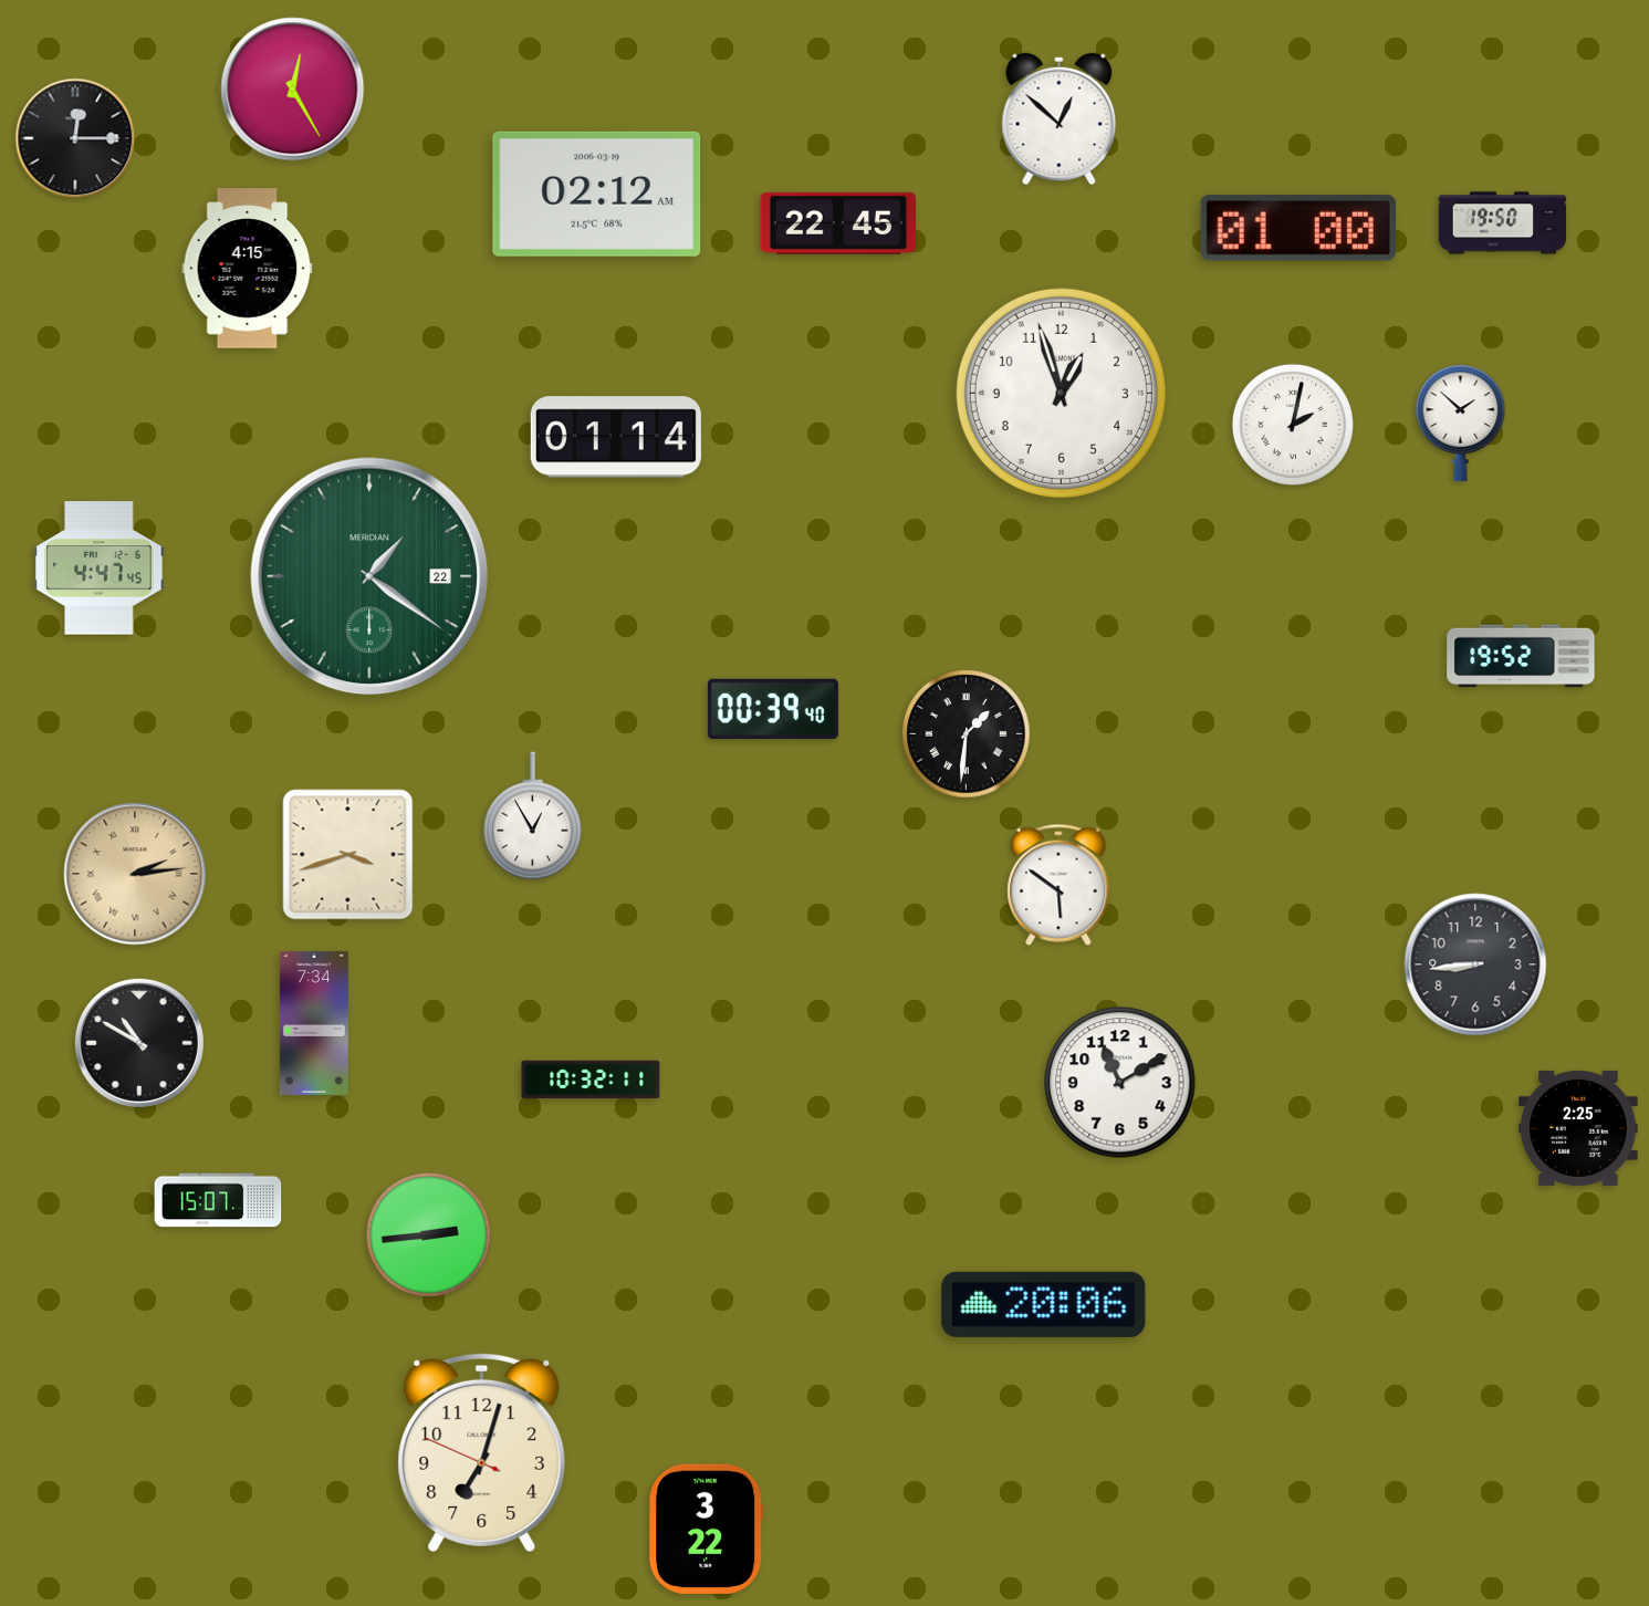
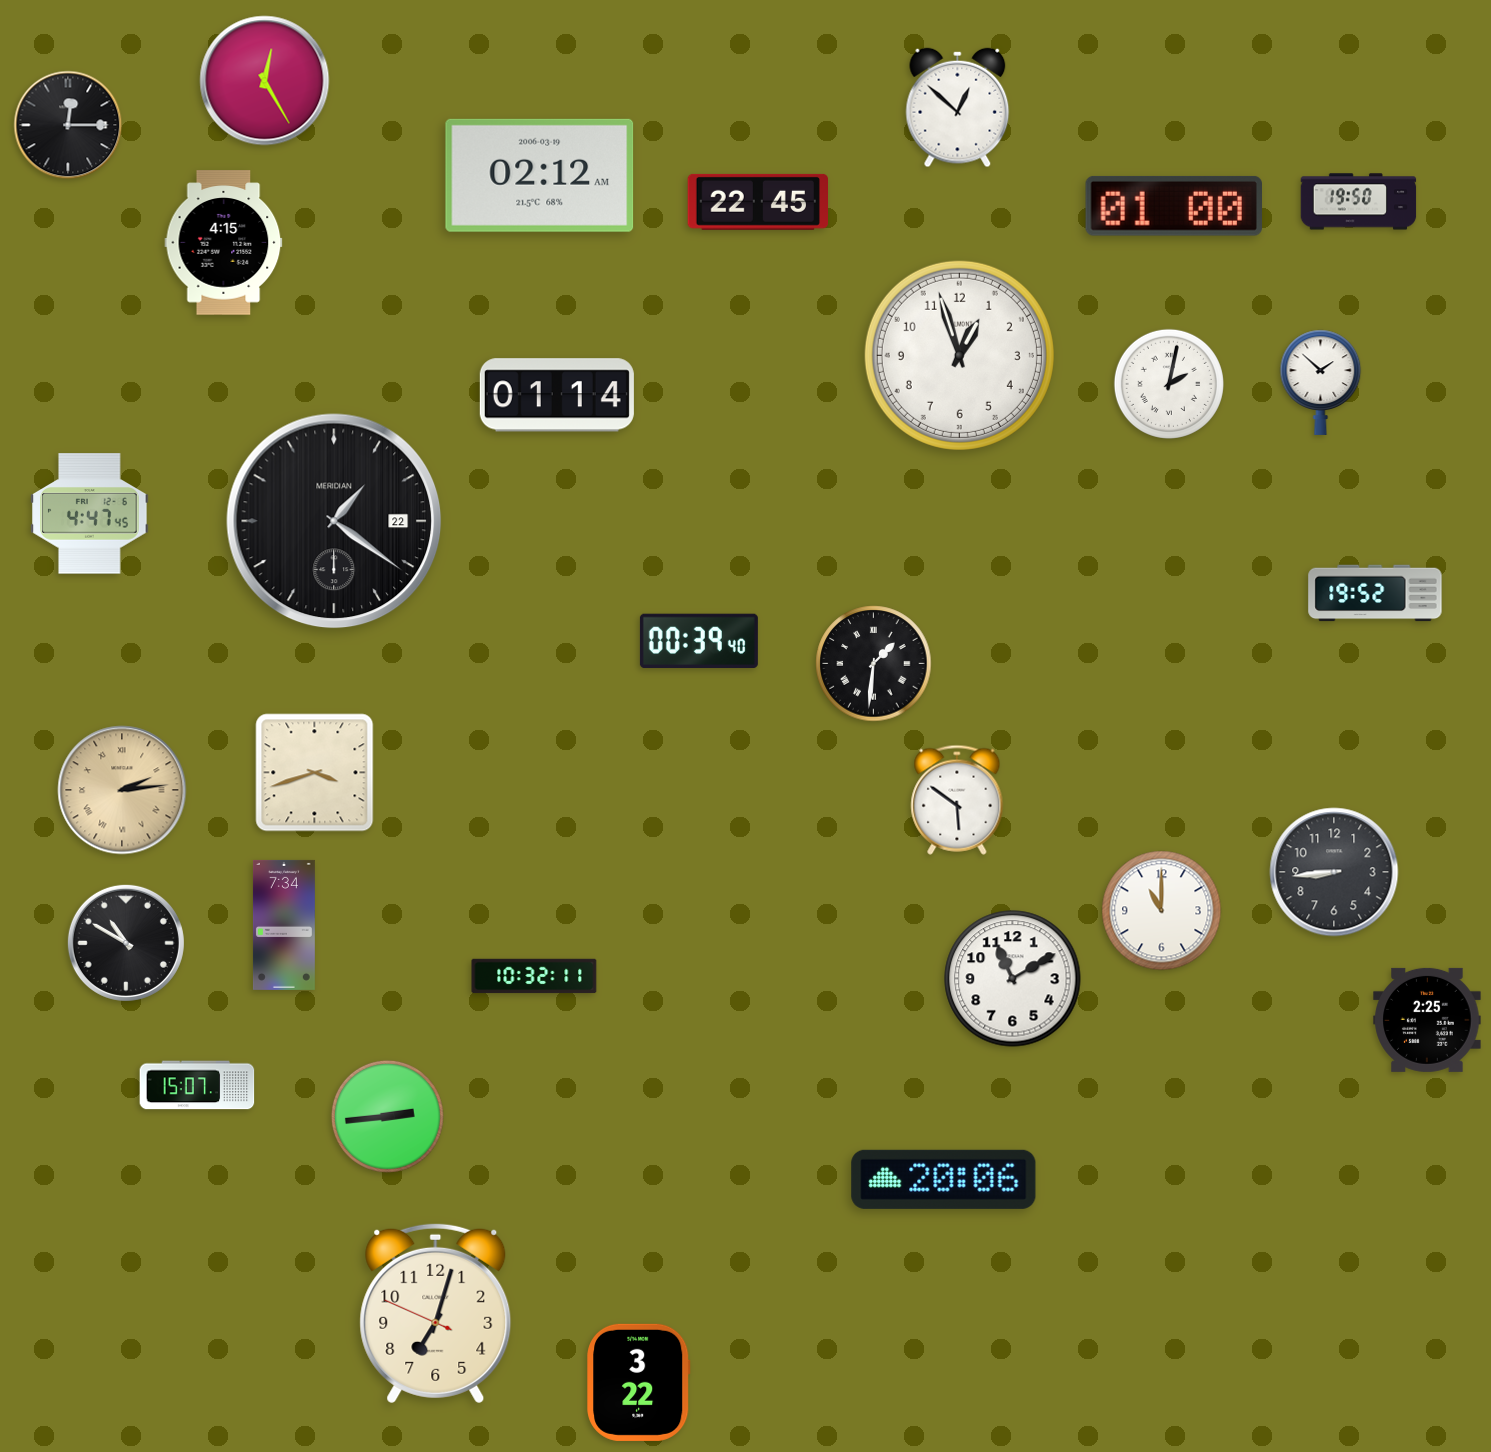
clock at (369, 576) dial: green -> black
clock at (533, 816): 12:55 -> none
clock at (1162, 911): none -> 11:00
